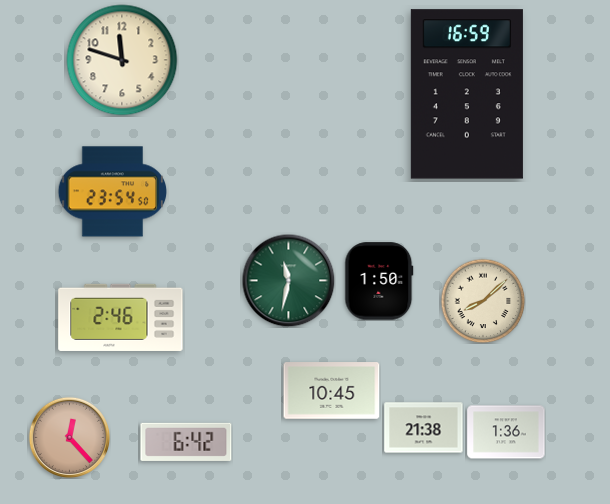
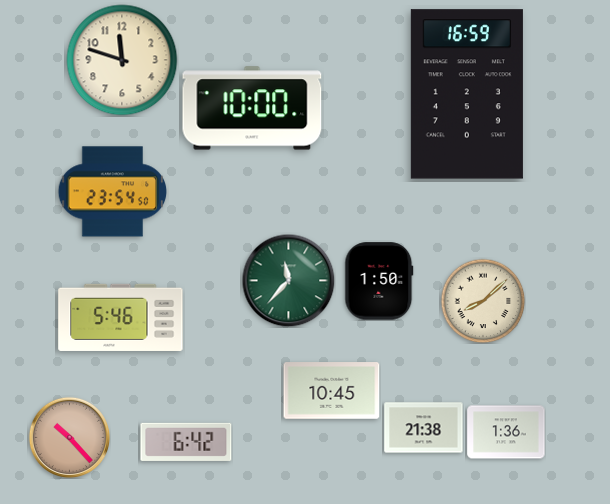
clock at (252, 108): none -> 10:00
clock at (288, 280): 11:32 -> 11:37
clock at (121, 317): 2:46 -> 5:46
clock at (69, 437): 12:23 -> 10:23
